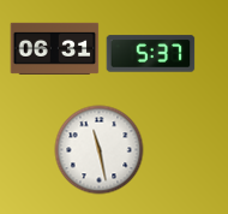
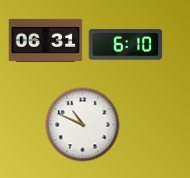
clock at (151, 54): 5:37 -> 6:10
clock at (100, 150): 11:28 -> 10:49
